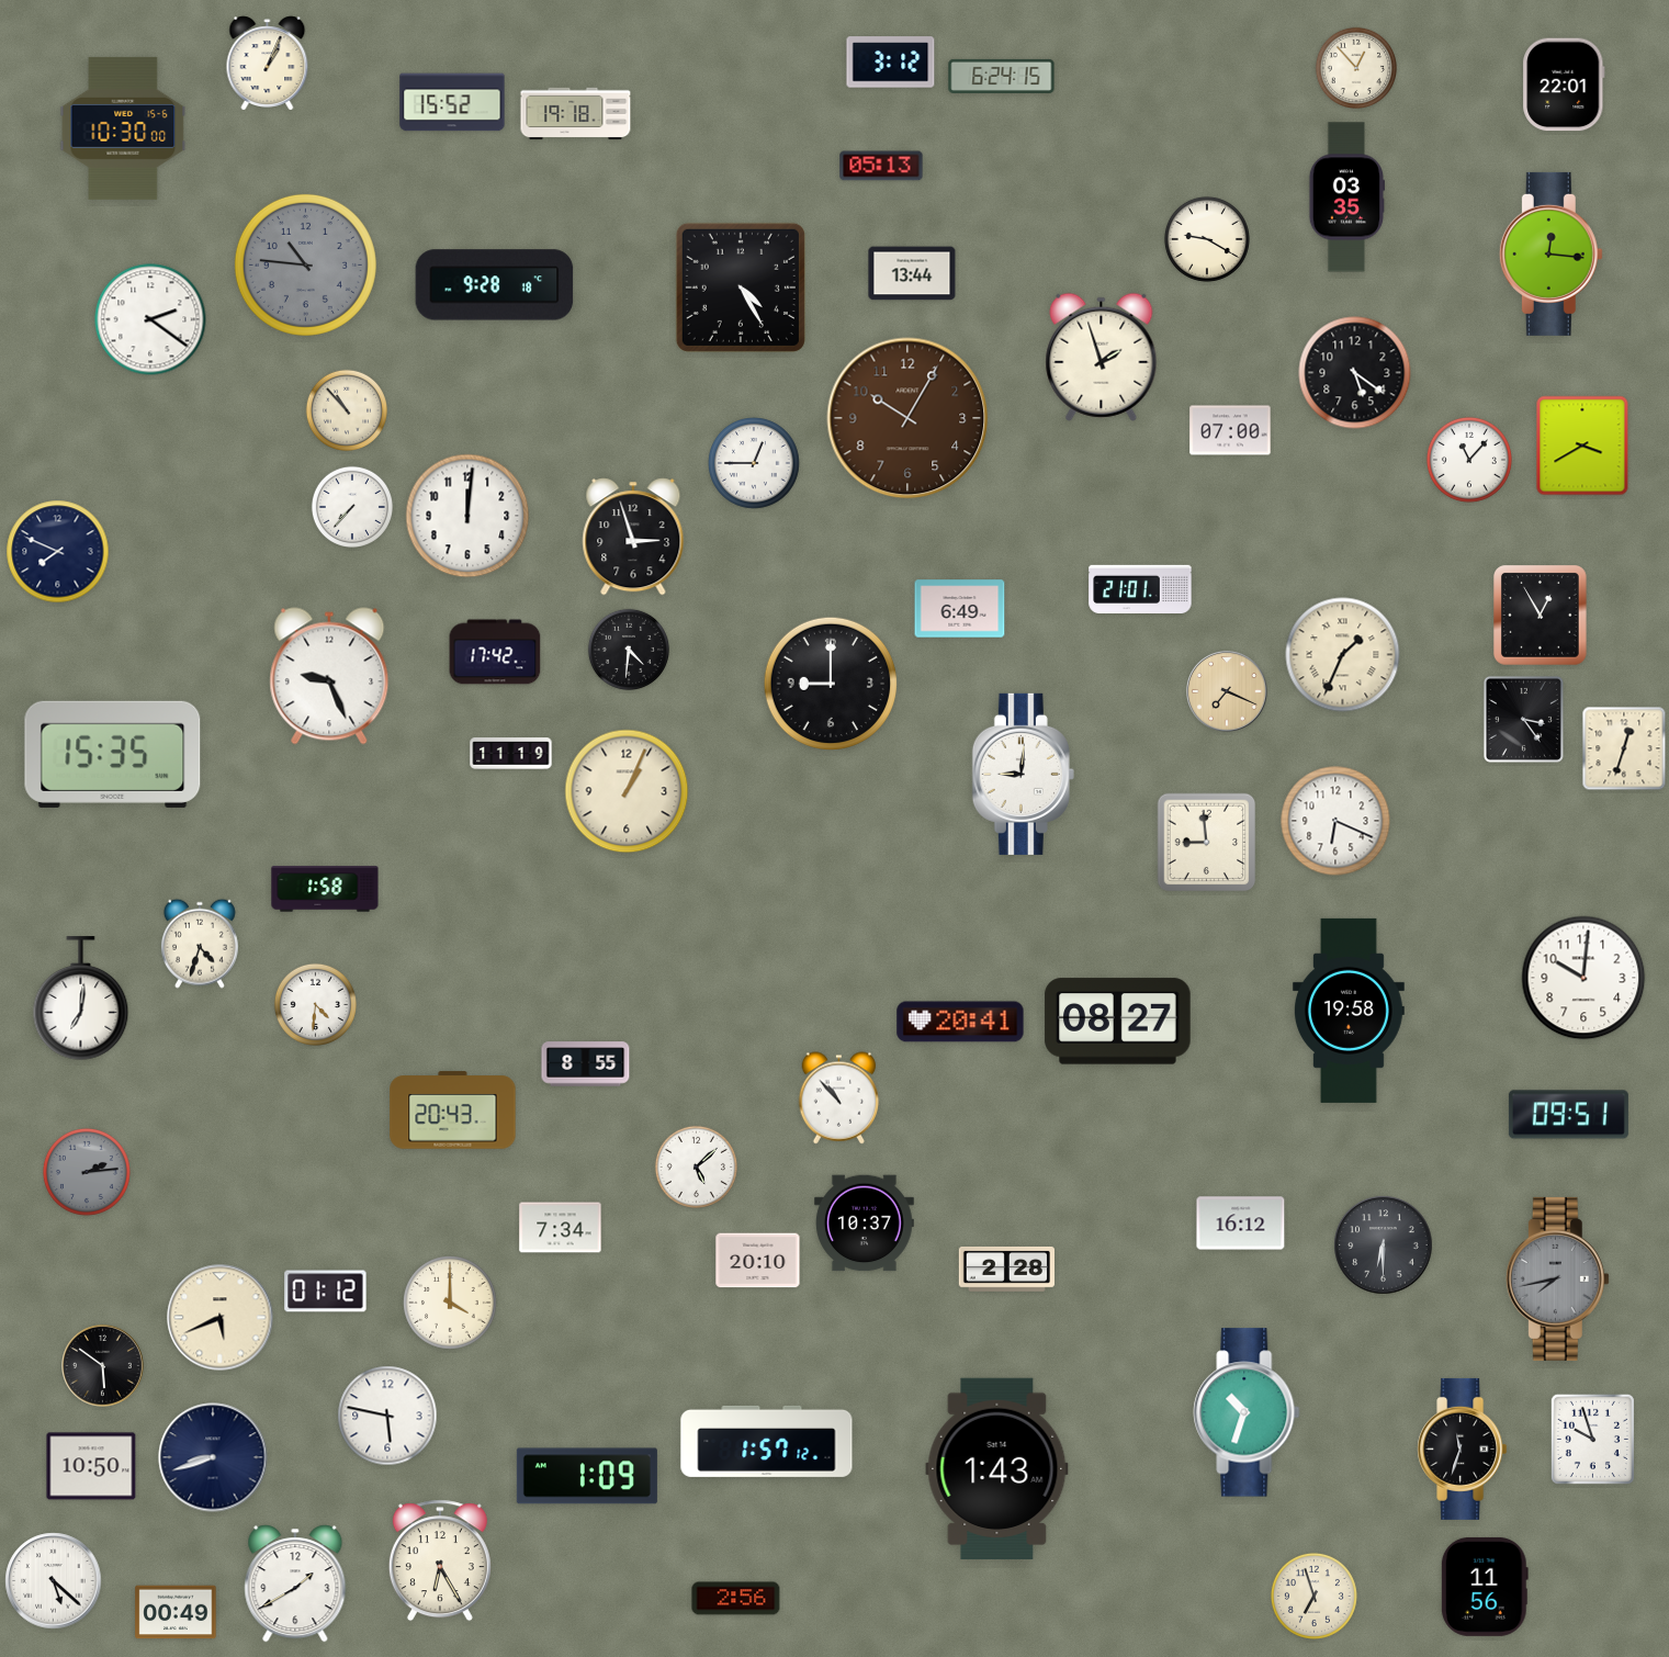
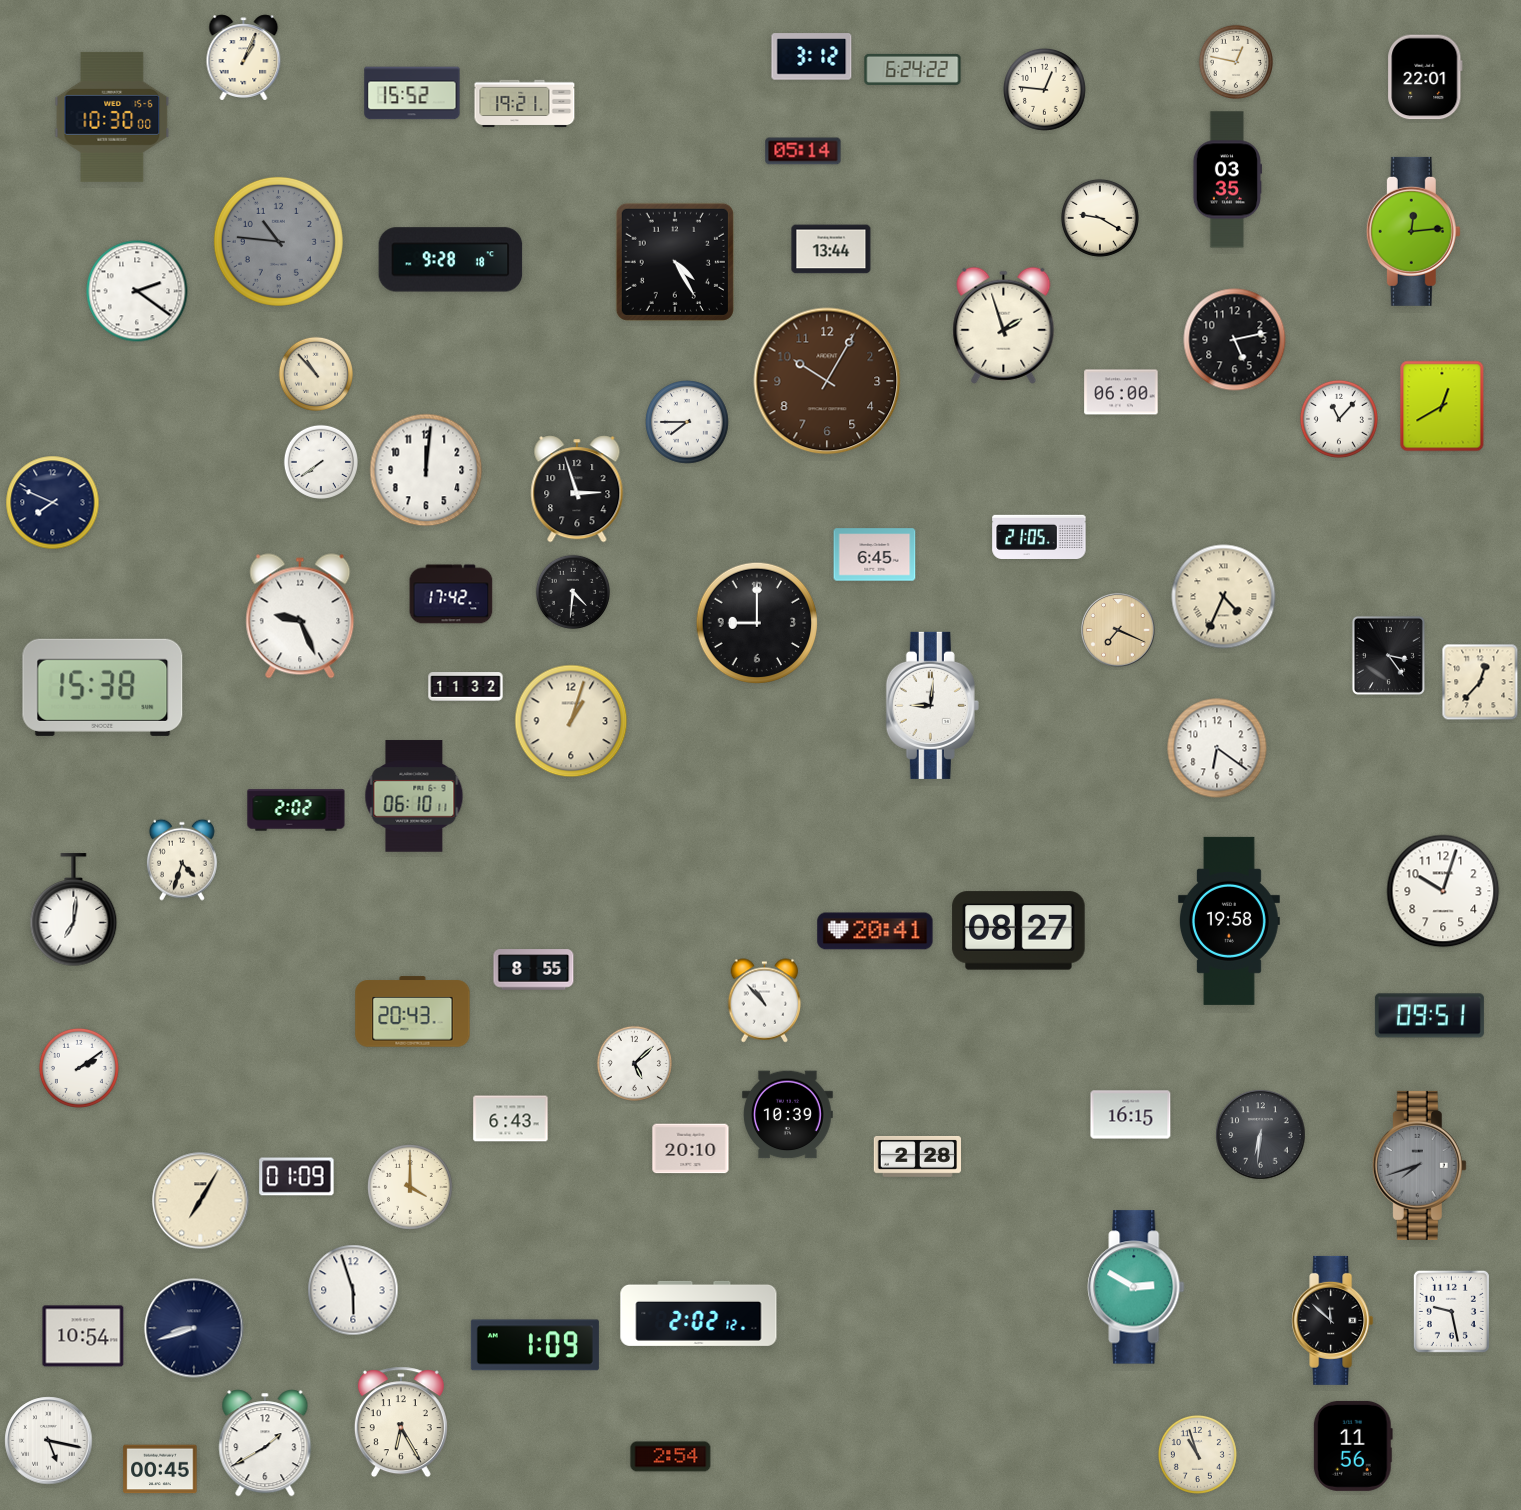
clock at (1355, 67): 12:53 -> 12:47
clock at (1002, 76): 6:24:15 -> 6:24:22
clock at (1045, 90): none -> 12:46
clock at (576, 114): 19:18 -> 19:21
clock at (881, 166): 05:13 -> 05:14
clock at (1550, 253): 12:16 -> 12:14
clock at (1355, 373): 5:21 -> 5:13
clock at (1230, 430): 07:00 -> 06:00
clock at (1582, 446): 3:40 -> 12:40
clock at (754, 463): 12:45 -> 7:45
clock at (351, 506): 7:37 -> 7:39
clock at (1140, 588): 21:01 -> 21:05
clock at (960, 609): 6:49 -> 6:45
clock at (1541, 616): 12:55 -> none
clock at (1343, 655): 1:34 -> 4:34
clock at (1624, 748): 12:33 -> 12:37
clock at (113, 754): 15:35 -> 15:38
clock at (511, 754): 11:19 -> 11:32
clock at (627, 791): 1:04 -> 1:03
clock at (1335, 821): 6:19 -> 6:21
clock at (1207, 843): 8:59 -> none
clock at (414, 796): none -> 06:10
clock at (325, 889): 1:58 -> 2:02
clock at (1583, 978): 10:01 -> 10:03
clock at (315, 1004): 4:31 -> none
clock at (87, 1172): 2:14 -> 2:09
clock at (87, 1172) dial: grey -> white
clock at (865, 1224): 10:37 -> 10:39
clock at (1241, 1224): 16:12 -> 16:15
clock at (561, 1228): 7:34 -> 6:43
clock at (1384, 1245): 6:30 -> 6:31
clock at (1557, 1278): 7:43 -> 7:42
clock at (326, 1292): 01:12 -> 01:09
clock at (221, 1318): 5:41 -> 7:05
clock at (103, 1366): 5:51 -> none
clock at (1247, 1412): 10:33 -> 2:50
clock at (387, 1416): 5:47 -> 5:57
clock at (1592, 1439): 9:57 -> 9:28
clock at (767, 1441): 1:57 -> 2:02
clock at (1463, 1449): 11:33 -> 11:52
clock at (91, 1466): 10:50 -> 10:54
clock at (997, 1468): 1:43 -> none
clock at (54, 1581): 5:22 -> 5:17
clock at (295, 1583) position: (295, 1583) -> (265, 1443)
clock at (1313, 1596): 6:57 -> 10:57
clock at (736, 1599): 2:56 -> 2:54
clock at (176, 1612): 00:49 -> 00:45
